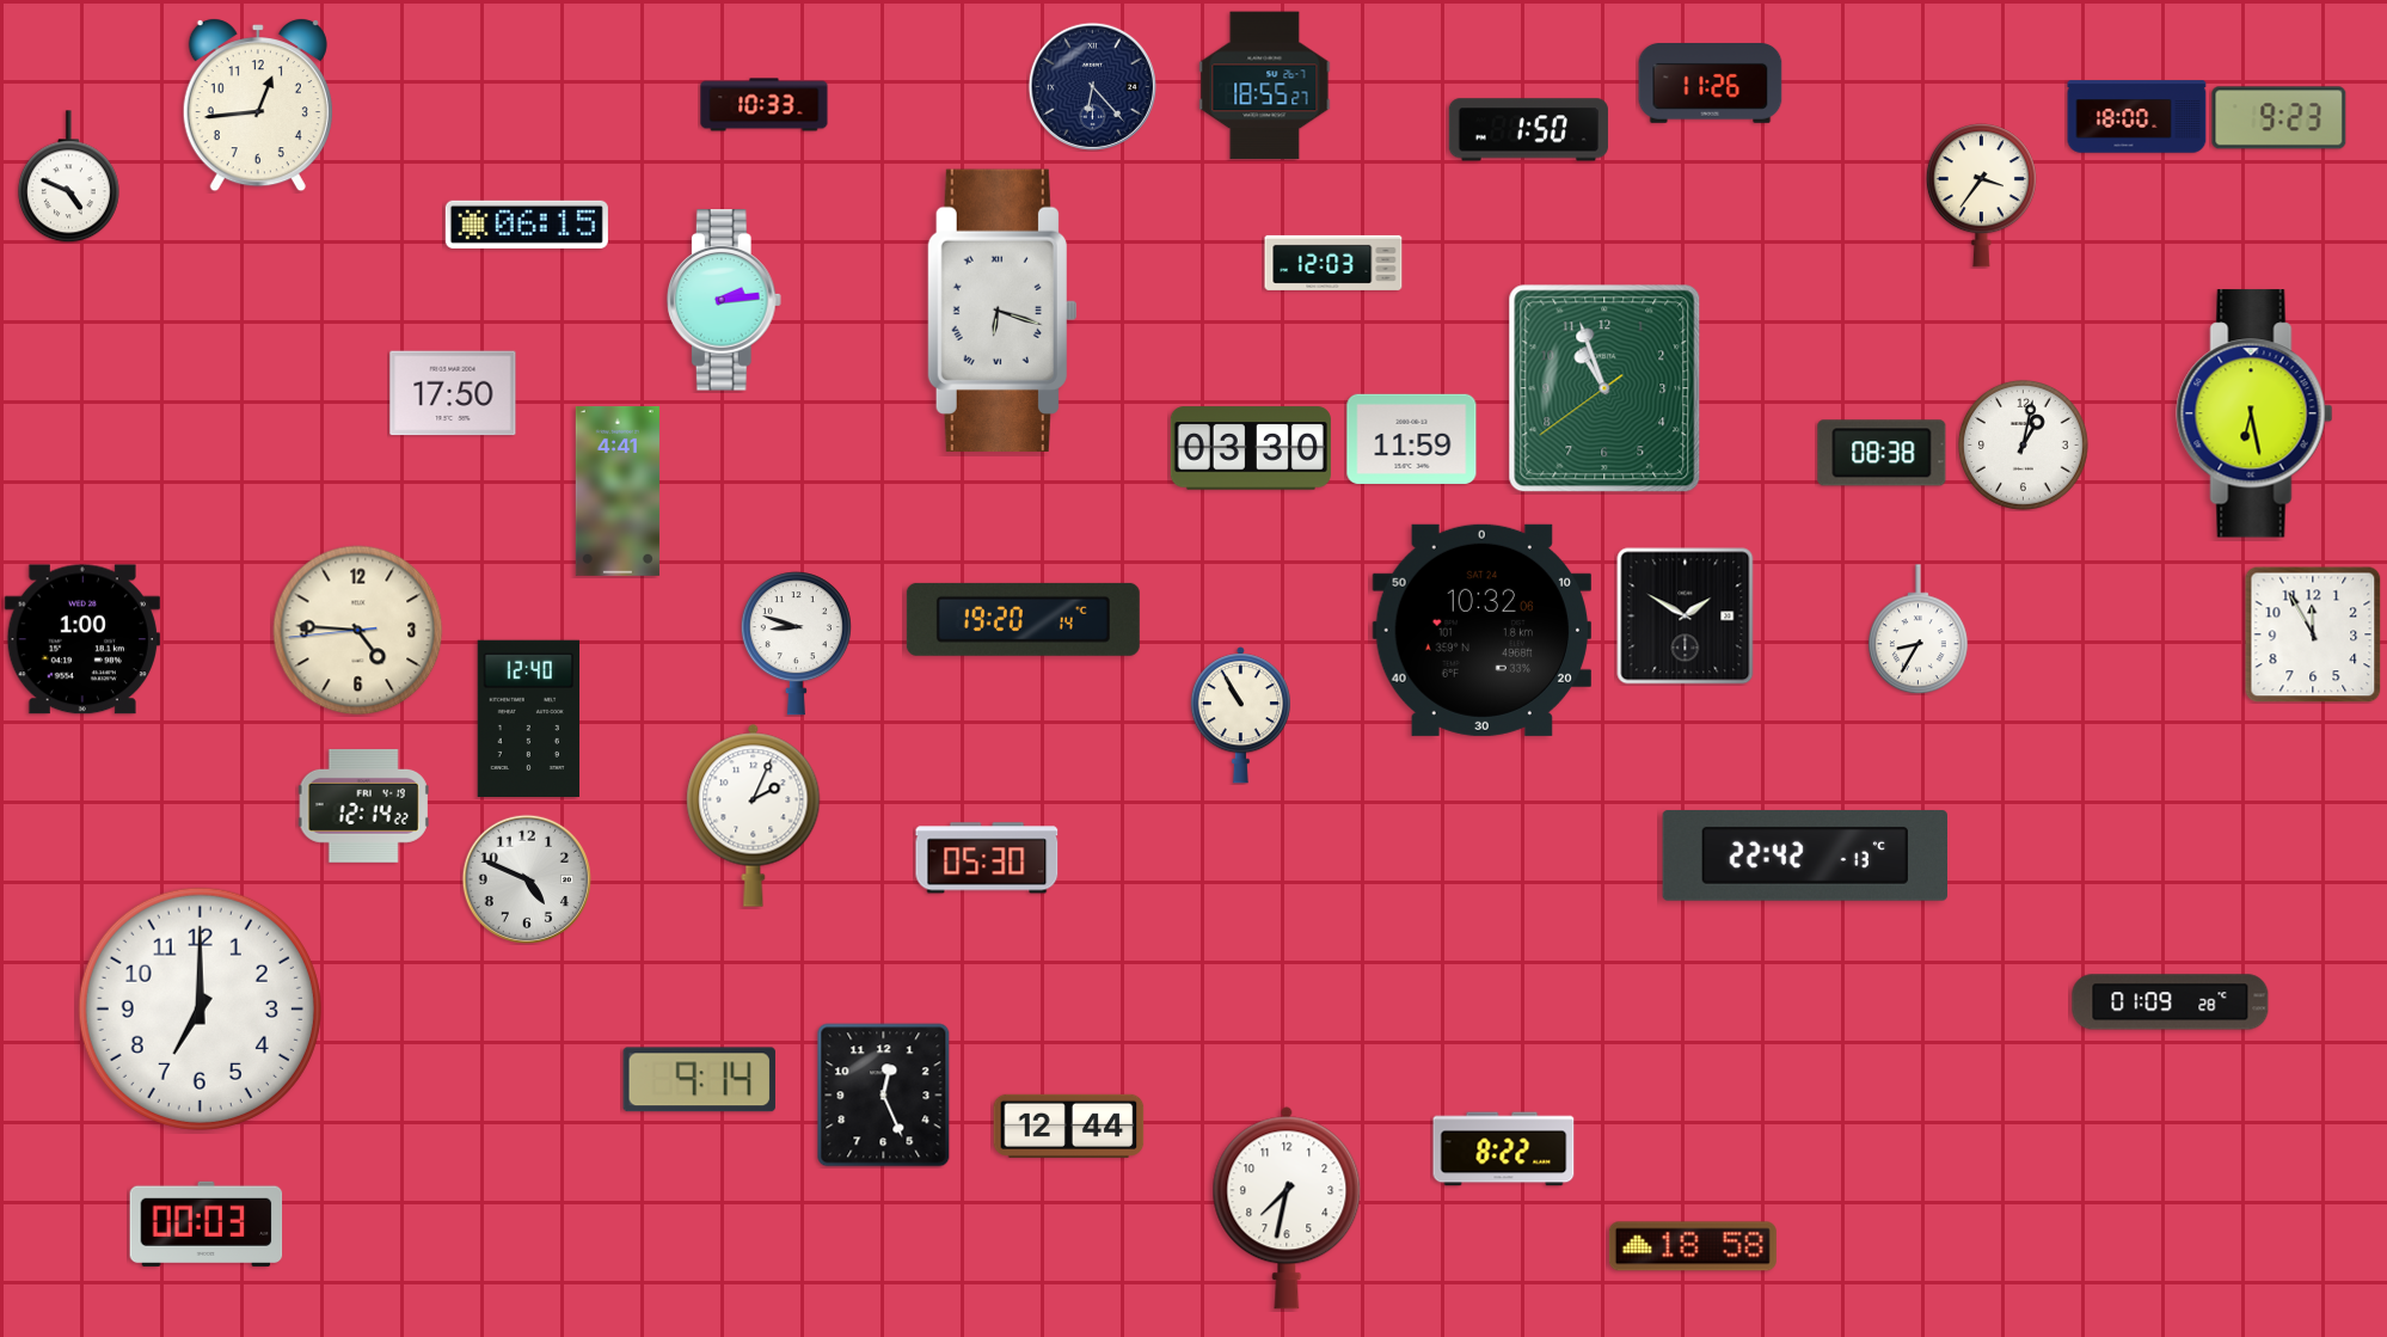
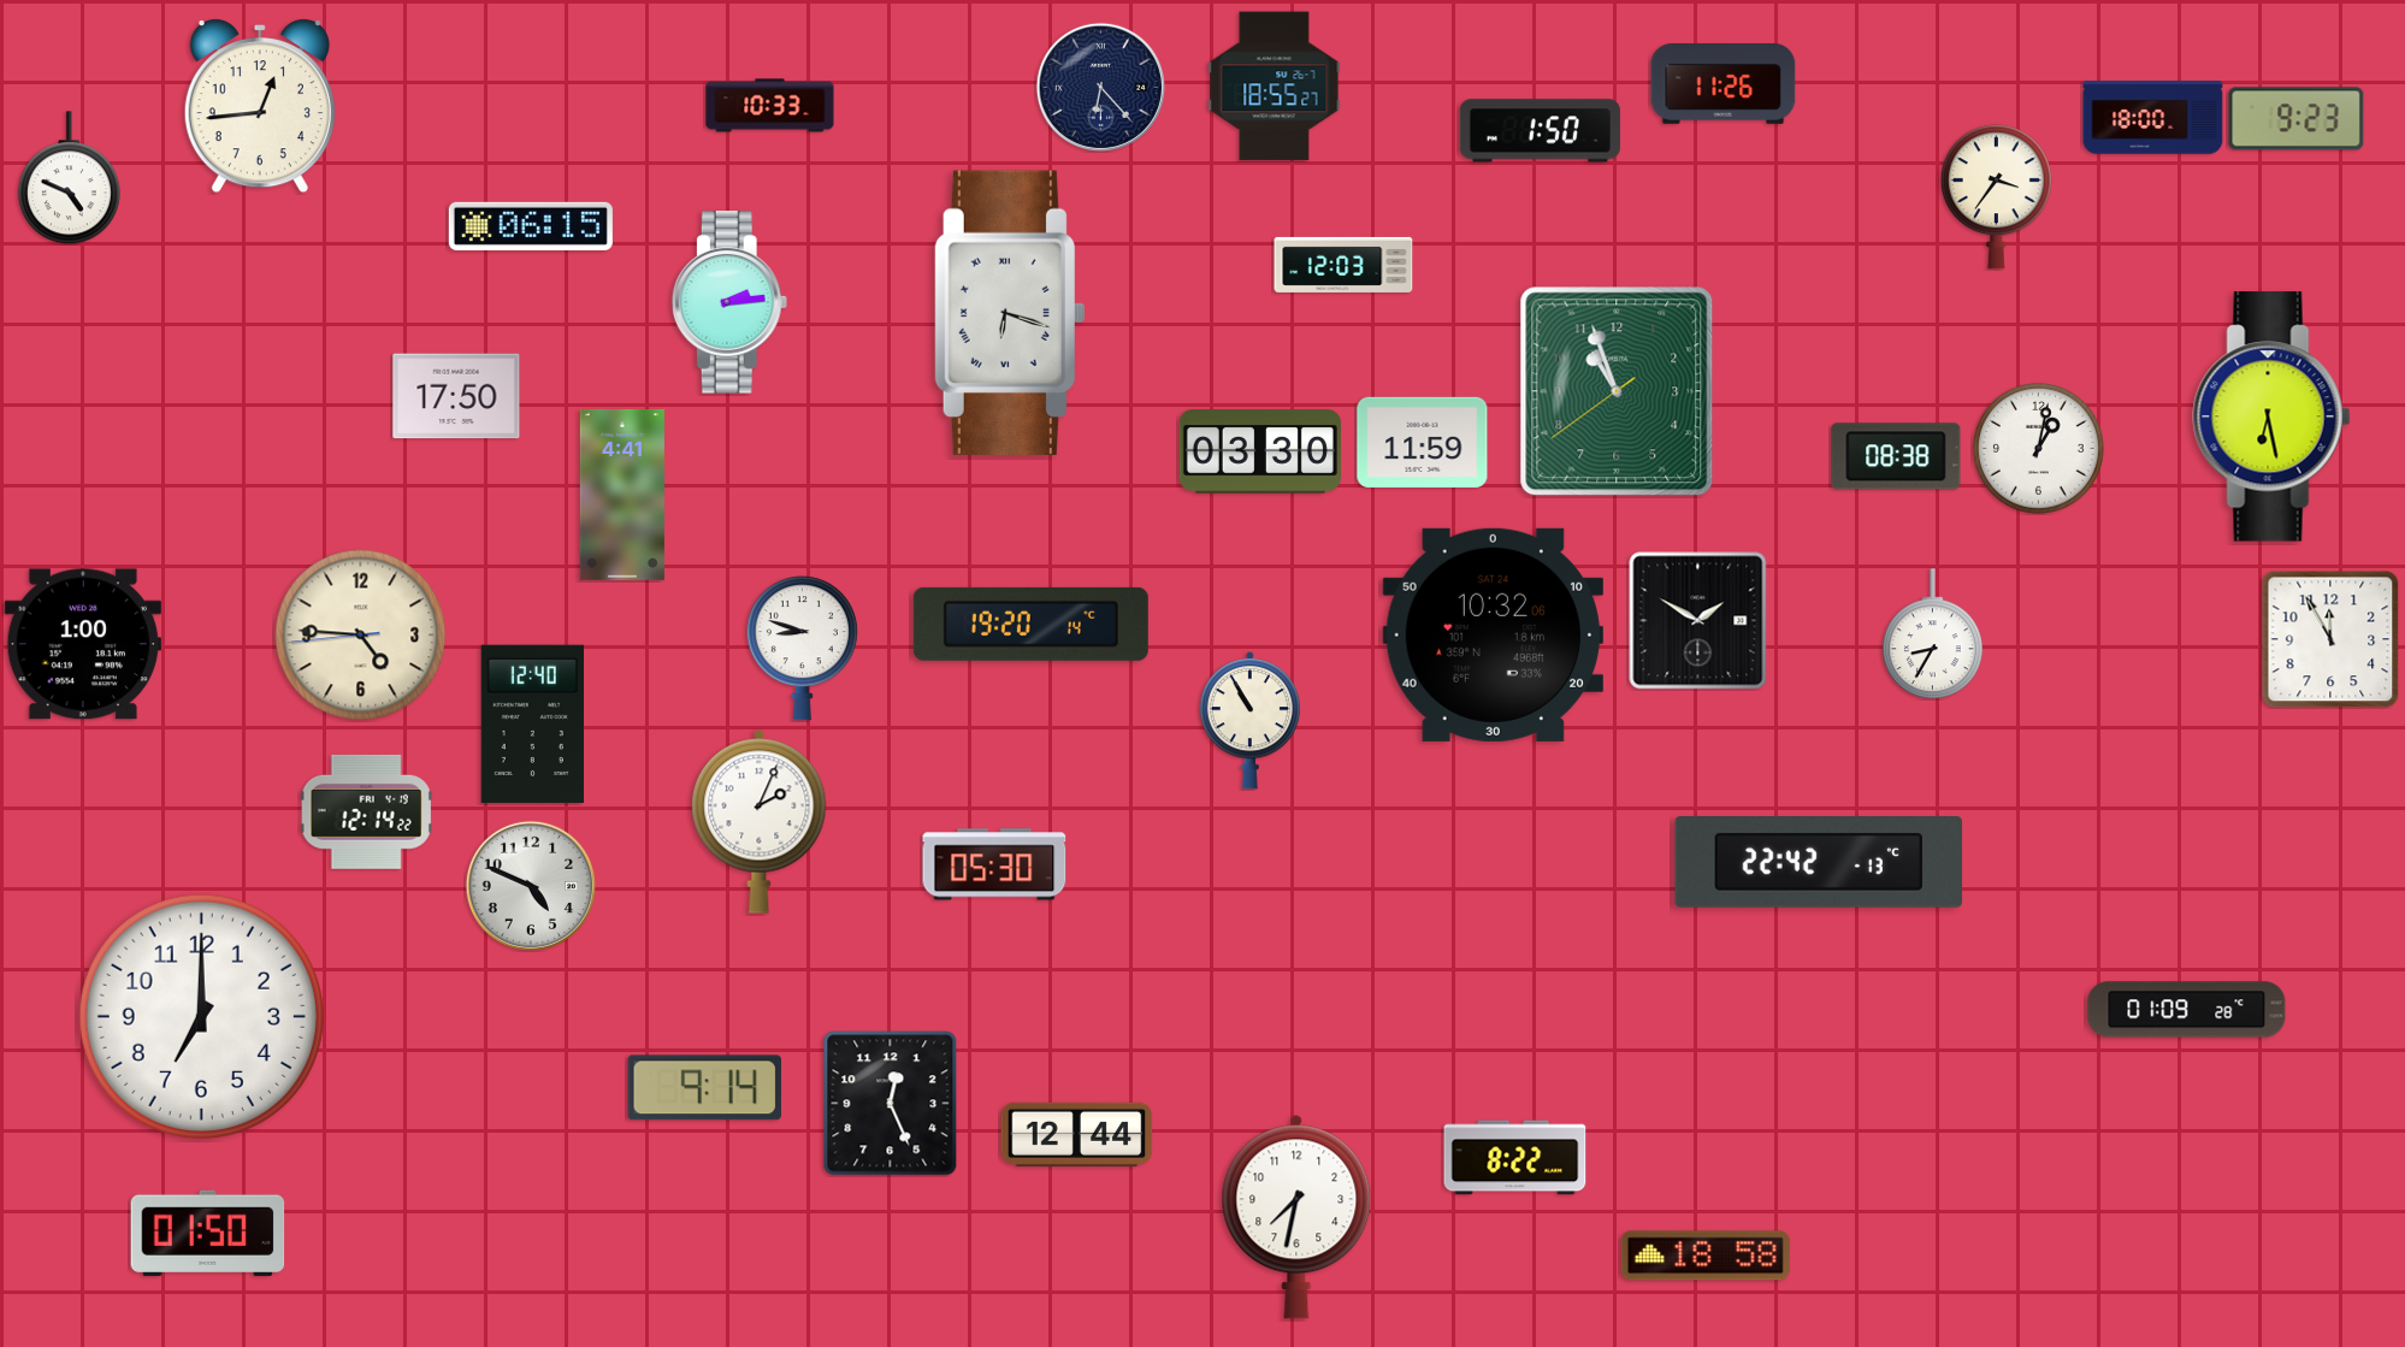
clock at (207, 1223): 00:03 -> 01:50
